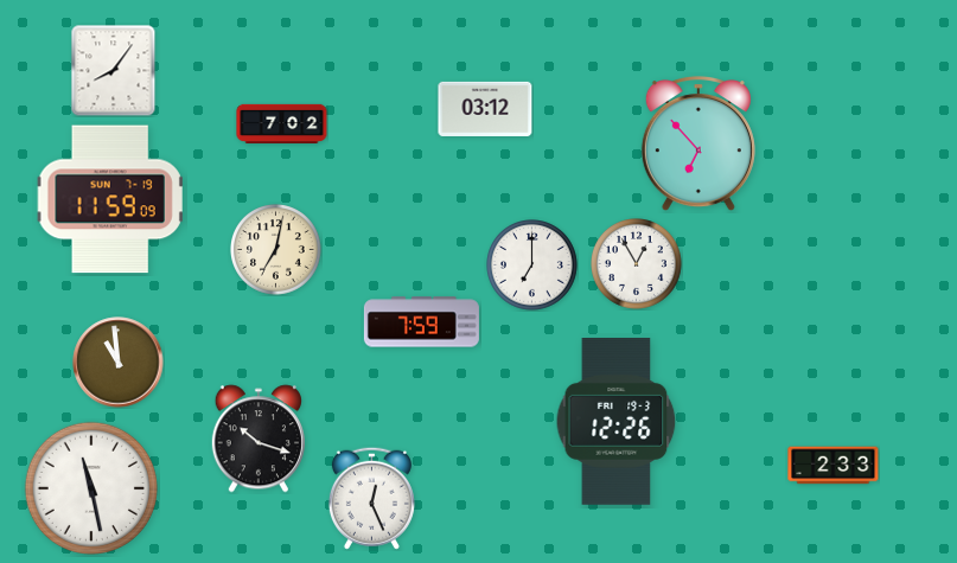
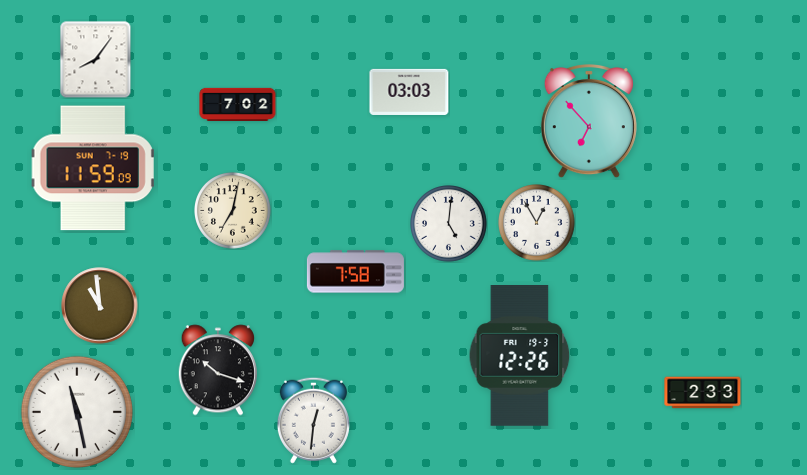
clock at (485, 109): 03:12 -> 03:03
clock at (532, 265): 7:00 -> 5:01
clock at (421, 322): 7:59 -> 7:58
clock at (371, 498): 12:26 -> 12:31
